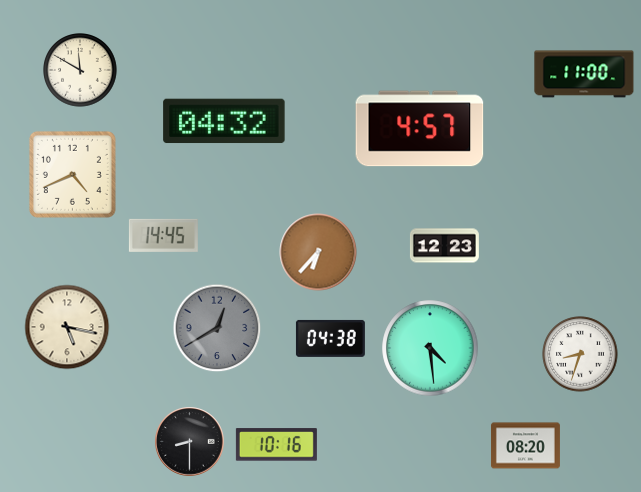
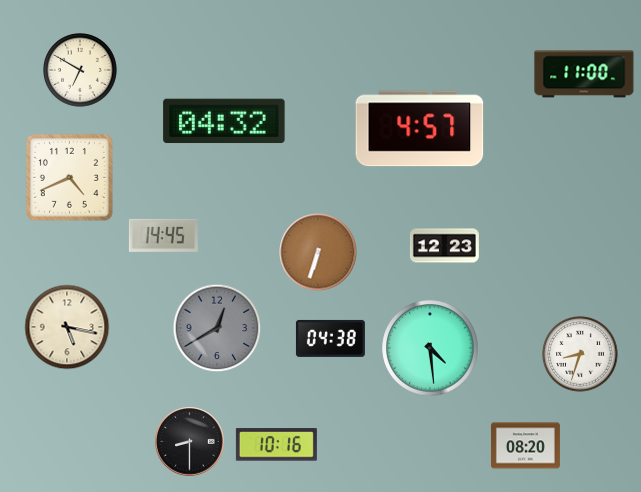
clock at (80, 70): 11:50 -> 6:50
clock at (72, 174) position: (72, 174) -> (69, 177)
clock at (318, 252): 6:37 -> 6:33
